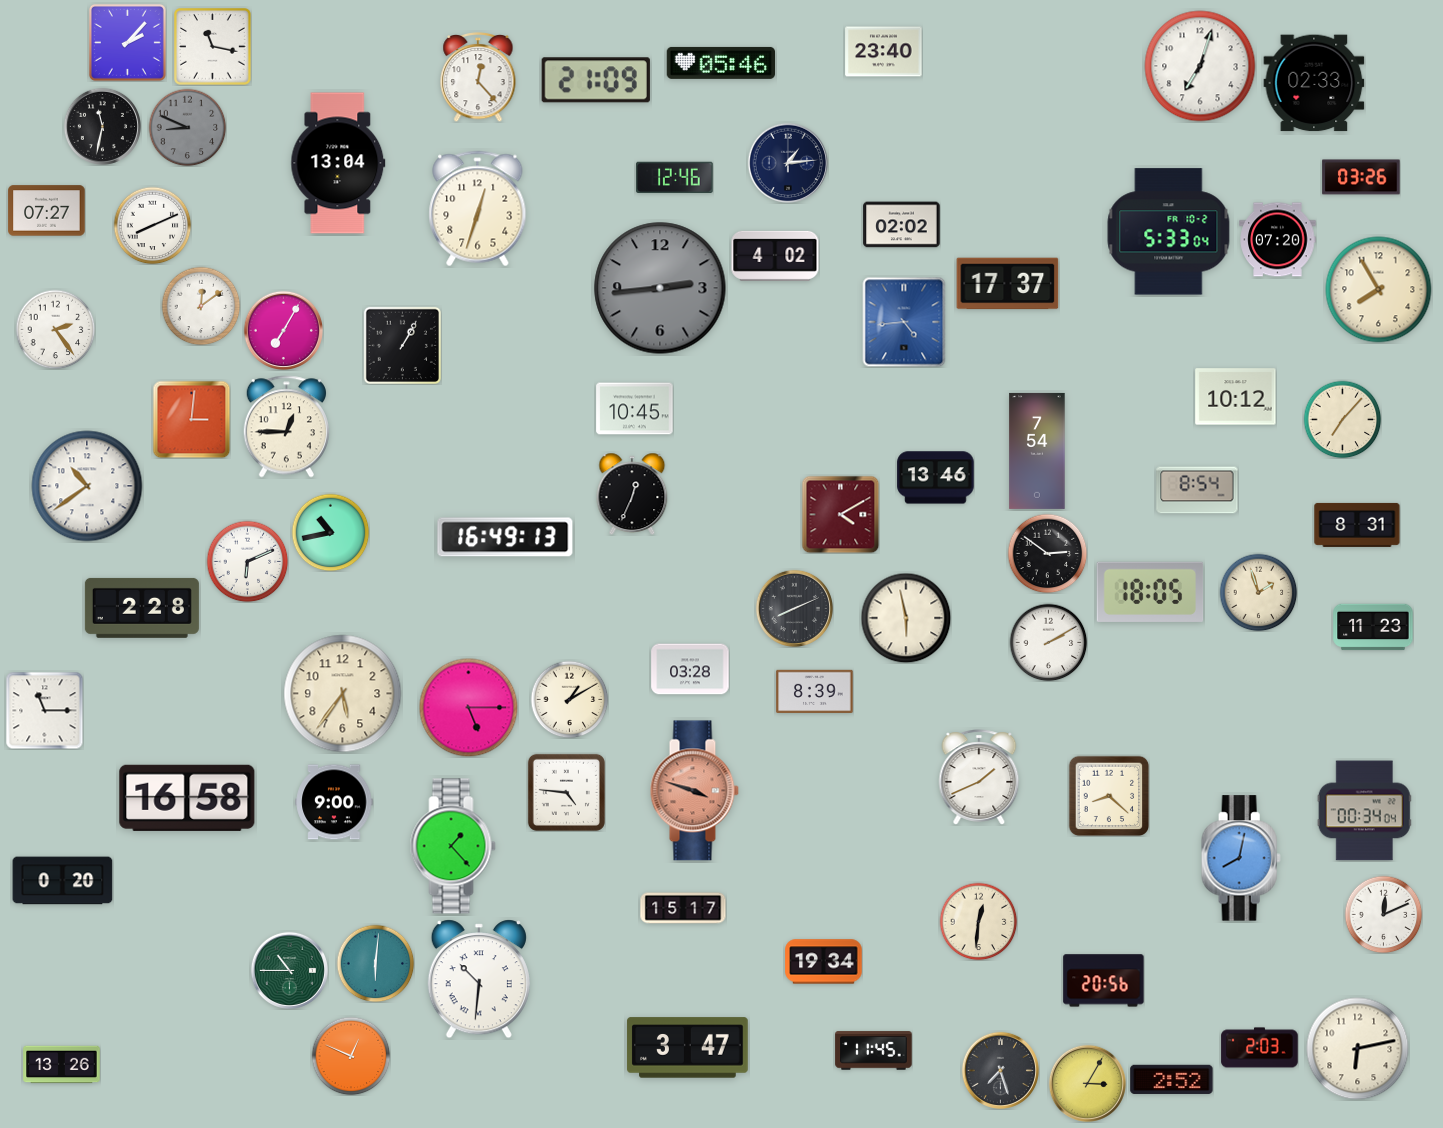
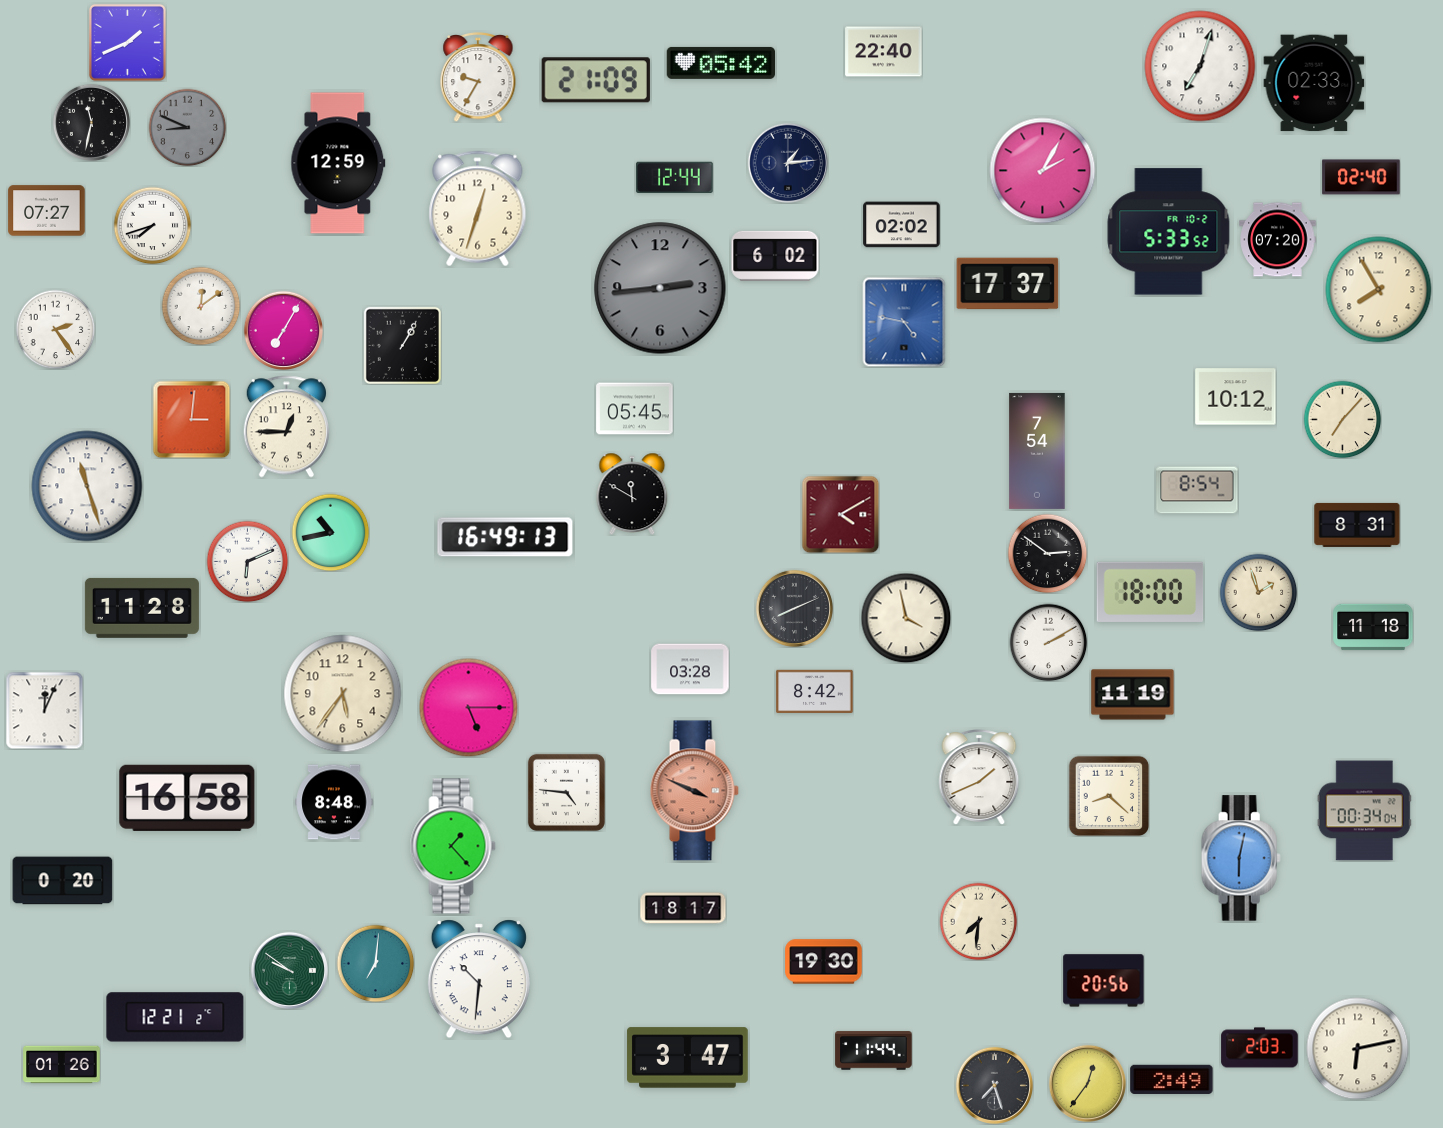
clock at (127, 42): 2:07 -> 1:41
clock at (213, 47): 11:17 -> none
clock at (884, 52): 23:40 -> 22:40
clock at (720, 63): 05:46 -> 05:42
clock at (478, 78): 12:23 -> 9:35
clock at (102, 126) position: (102, 126) -> (91, 122)
clock at (338, 163): 13:04 -> 12:59
clock at (1043, 171): none -> 2:05
clock at (675, 177): 12:46 -> 12:44
clock at (1361, 177): 03:26 -> 02:40
clock at (152, 225): 8:11 -> 7:42
clock at (1169, 232): 5:33:04 -> 5:33:52
clock at (775, 256): 4:02 -> 6:02
clock at (904, 322): 4:44 -> 4:47
clock at (635, 409): 10:45 -> 05:45
clock at (936, 478): 13:46 -> none
clock at (87, 486): 10:39 -> 11:27
clock at (632, 493): 12:34 -> 11:50
clock at (1150, 592): 18:05 -> 18:00
clock at (142, 608): 2:28 -> 11:28
clock at (906, 618): 5:58 -> 3:58
clock at (1373, 627): 11:23 -> 11:18
clock at (815, 691): 8:39 -> 8:42
clock at (1133, 695): none -> 11:19
clock at (569, 699): 1:10 -> none
clock at (44, 710): 11:15 -> 12:04
clock at (694, 791): 3:48 -> 3:49
clock at (334, 802): 9:00 -> 8:48
clock at (1241, 858): 8:02 -> 6:02
clock at (683, 908): 15:17 -> 18:17
clock at (1383, 914): 12:11 -> none
clock at (978, 921): 12:31 -> 7:31
clock at (824, 962): 19:34 -> 19:30
clock at (375, 963): 6:01 -> 7:01
clock at (289, 970): 10:45 -> 9:51
clock at (175, 1017): none -> 12:21
clock at (688, 1048) position: (688, 1048) -> (688, 1058)
clock at (874, 1051): 11:45 -> 11:44
clock at (351, 1056): 12:49 -> none
clock at (62, 1065): 13:26 -> 01:26
clock at (1000, 1070) position: (1000, 1070) -> (994, 1085)
clock at (1172, 1079): 2:52 -> 2:49
clock at (1087, 1083): 3:05 -> 12:36
